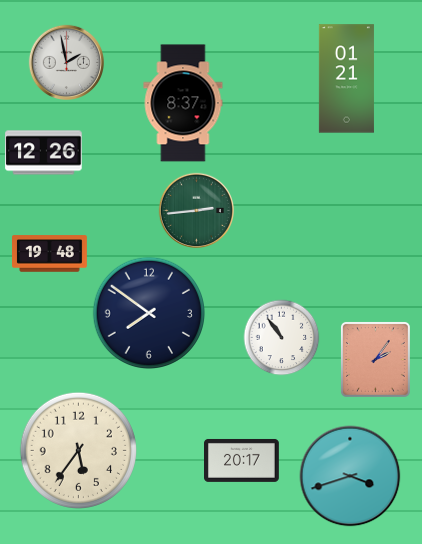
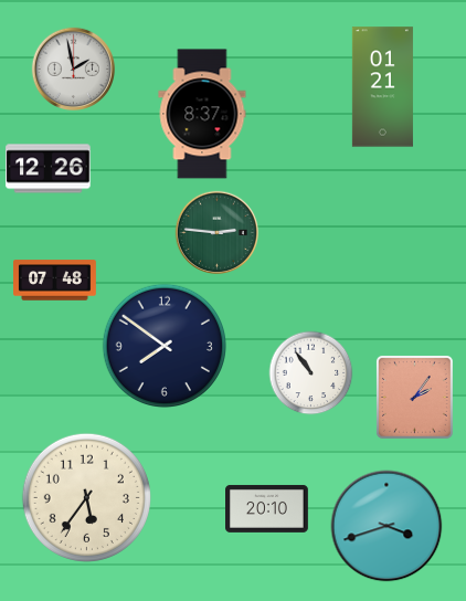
clock at (196, 210): 2:44 -> 2:46
clock at (50, 254): 19:48 -> 07:48
clock at (242, 460): 20:17 -> 20:10
